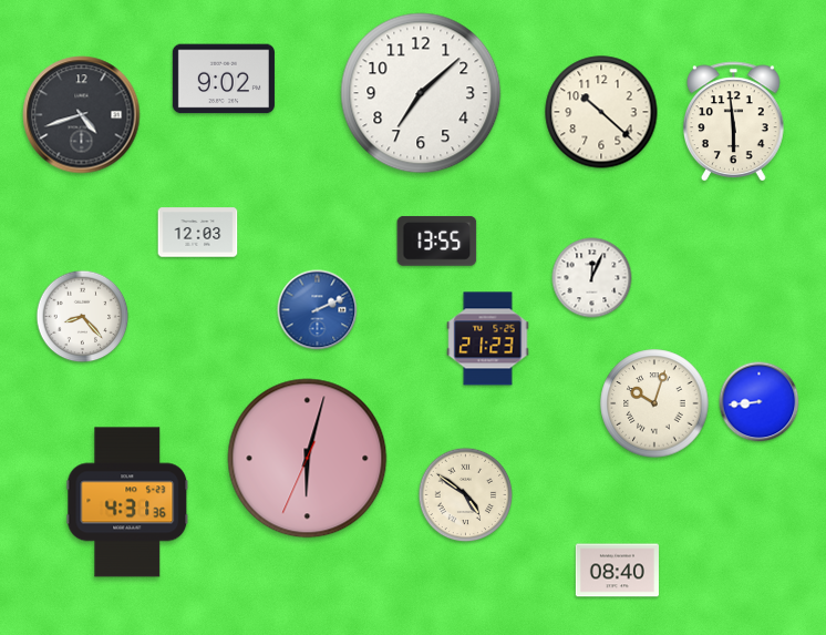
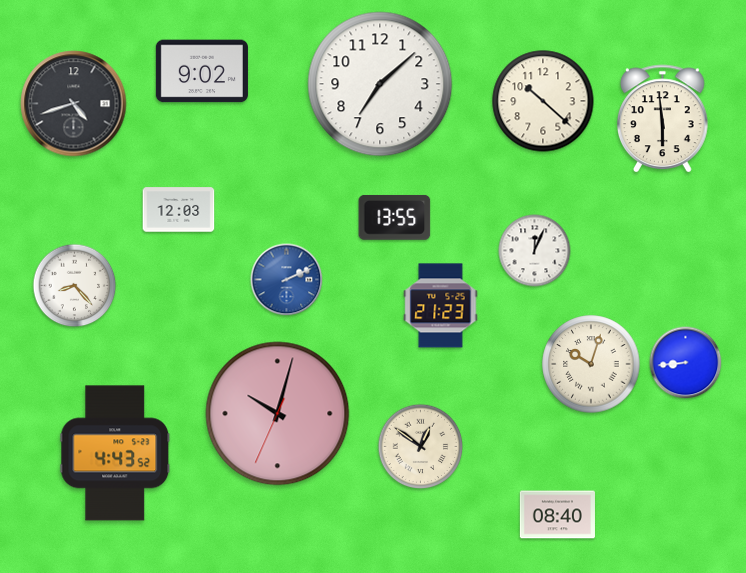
clock at (734, 122) position: (734, 122) -> (663, 119)
clock at (308, 459): 6:02 -> 10:02
clock at (466, 495): 4:51 -> 12:51
clock at (127, 502): 4:31 -> 4:43
